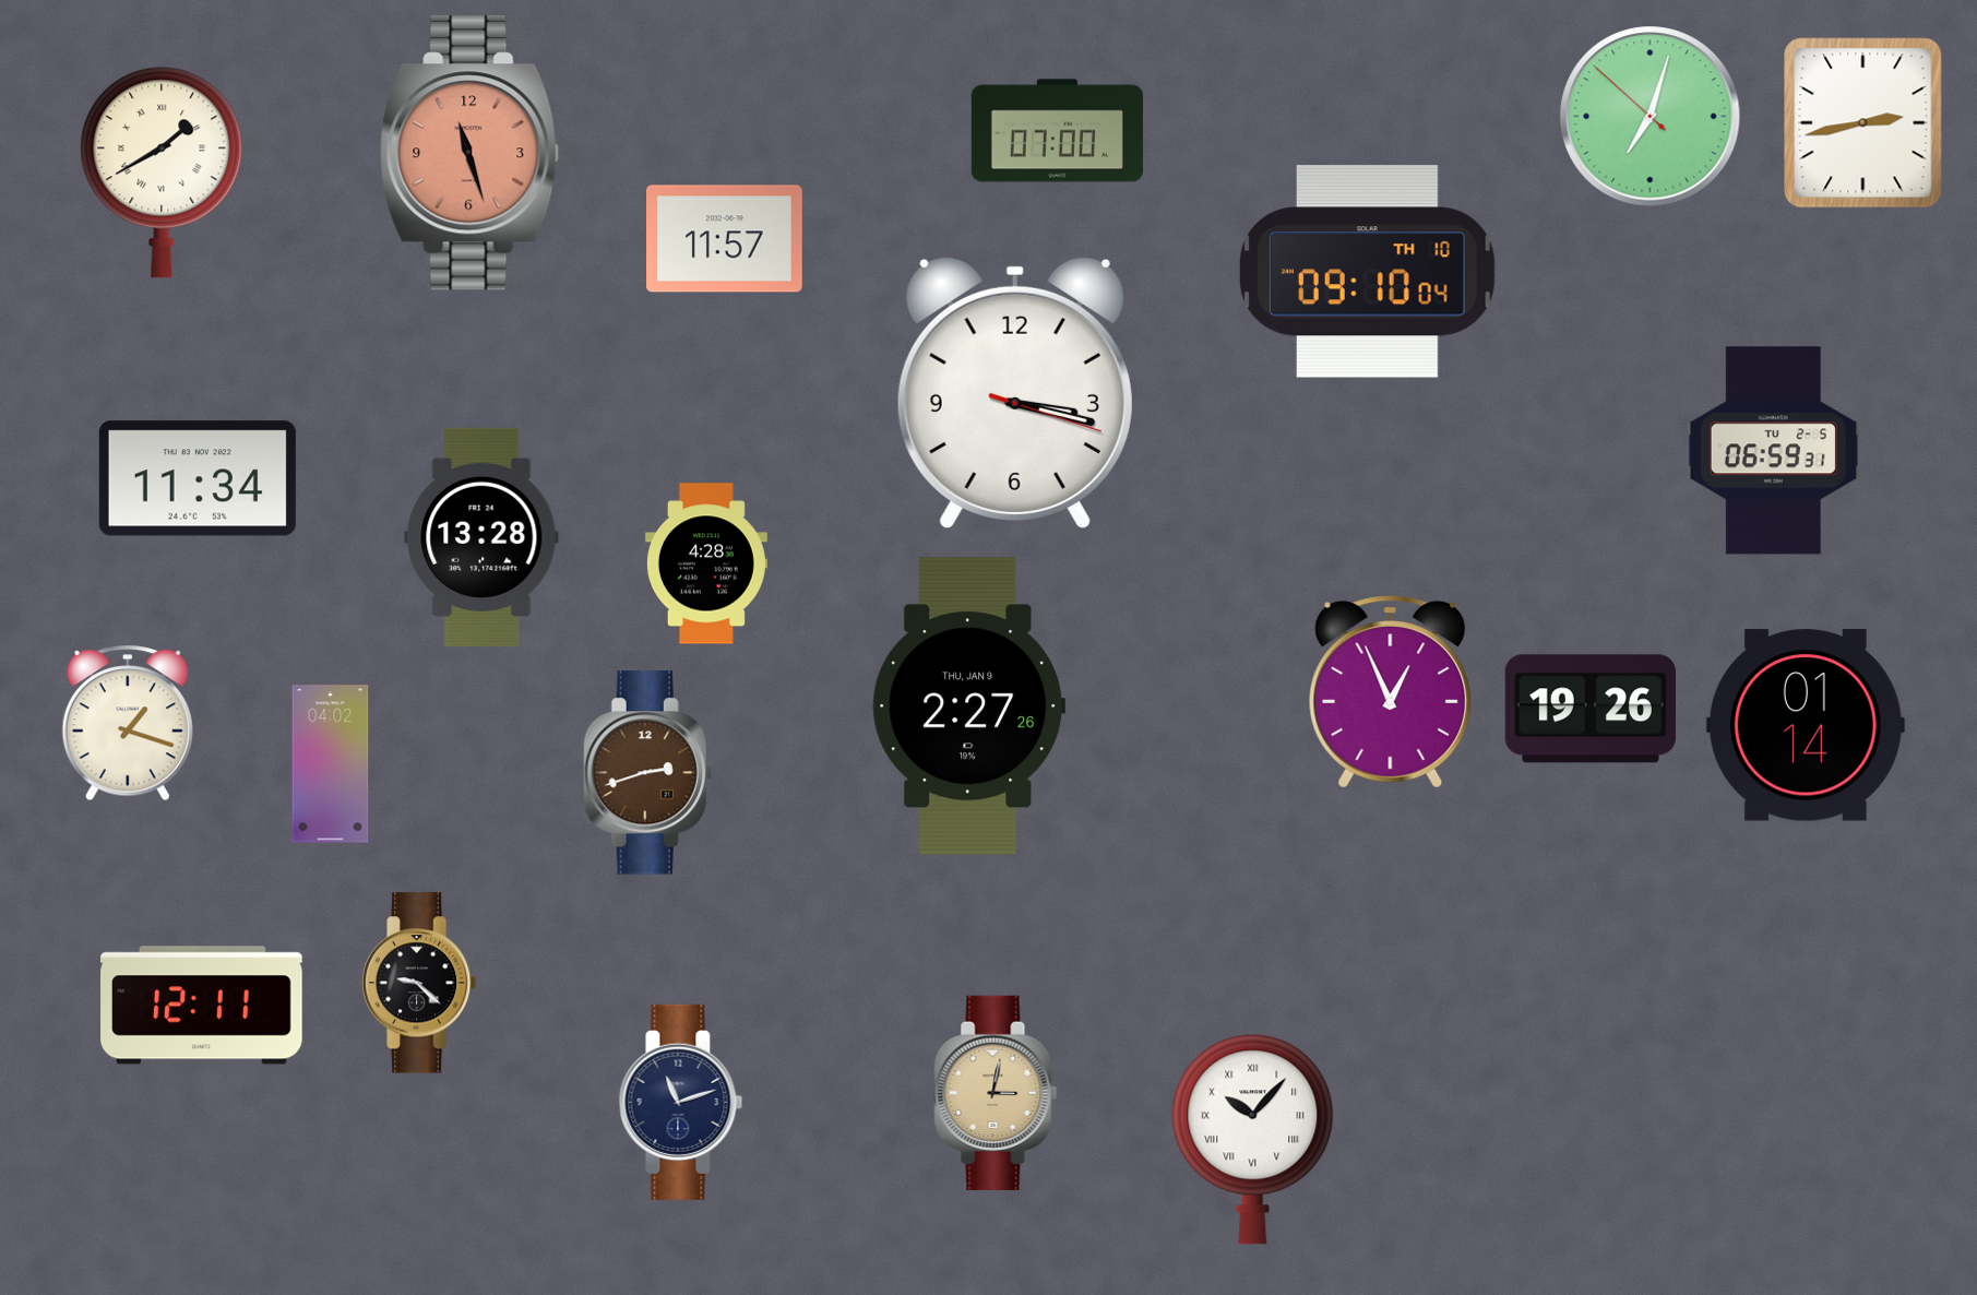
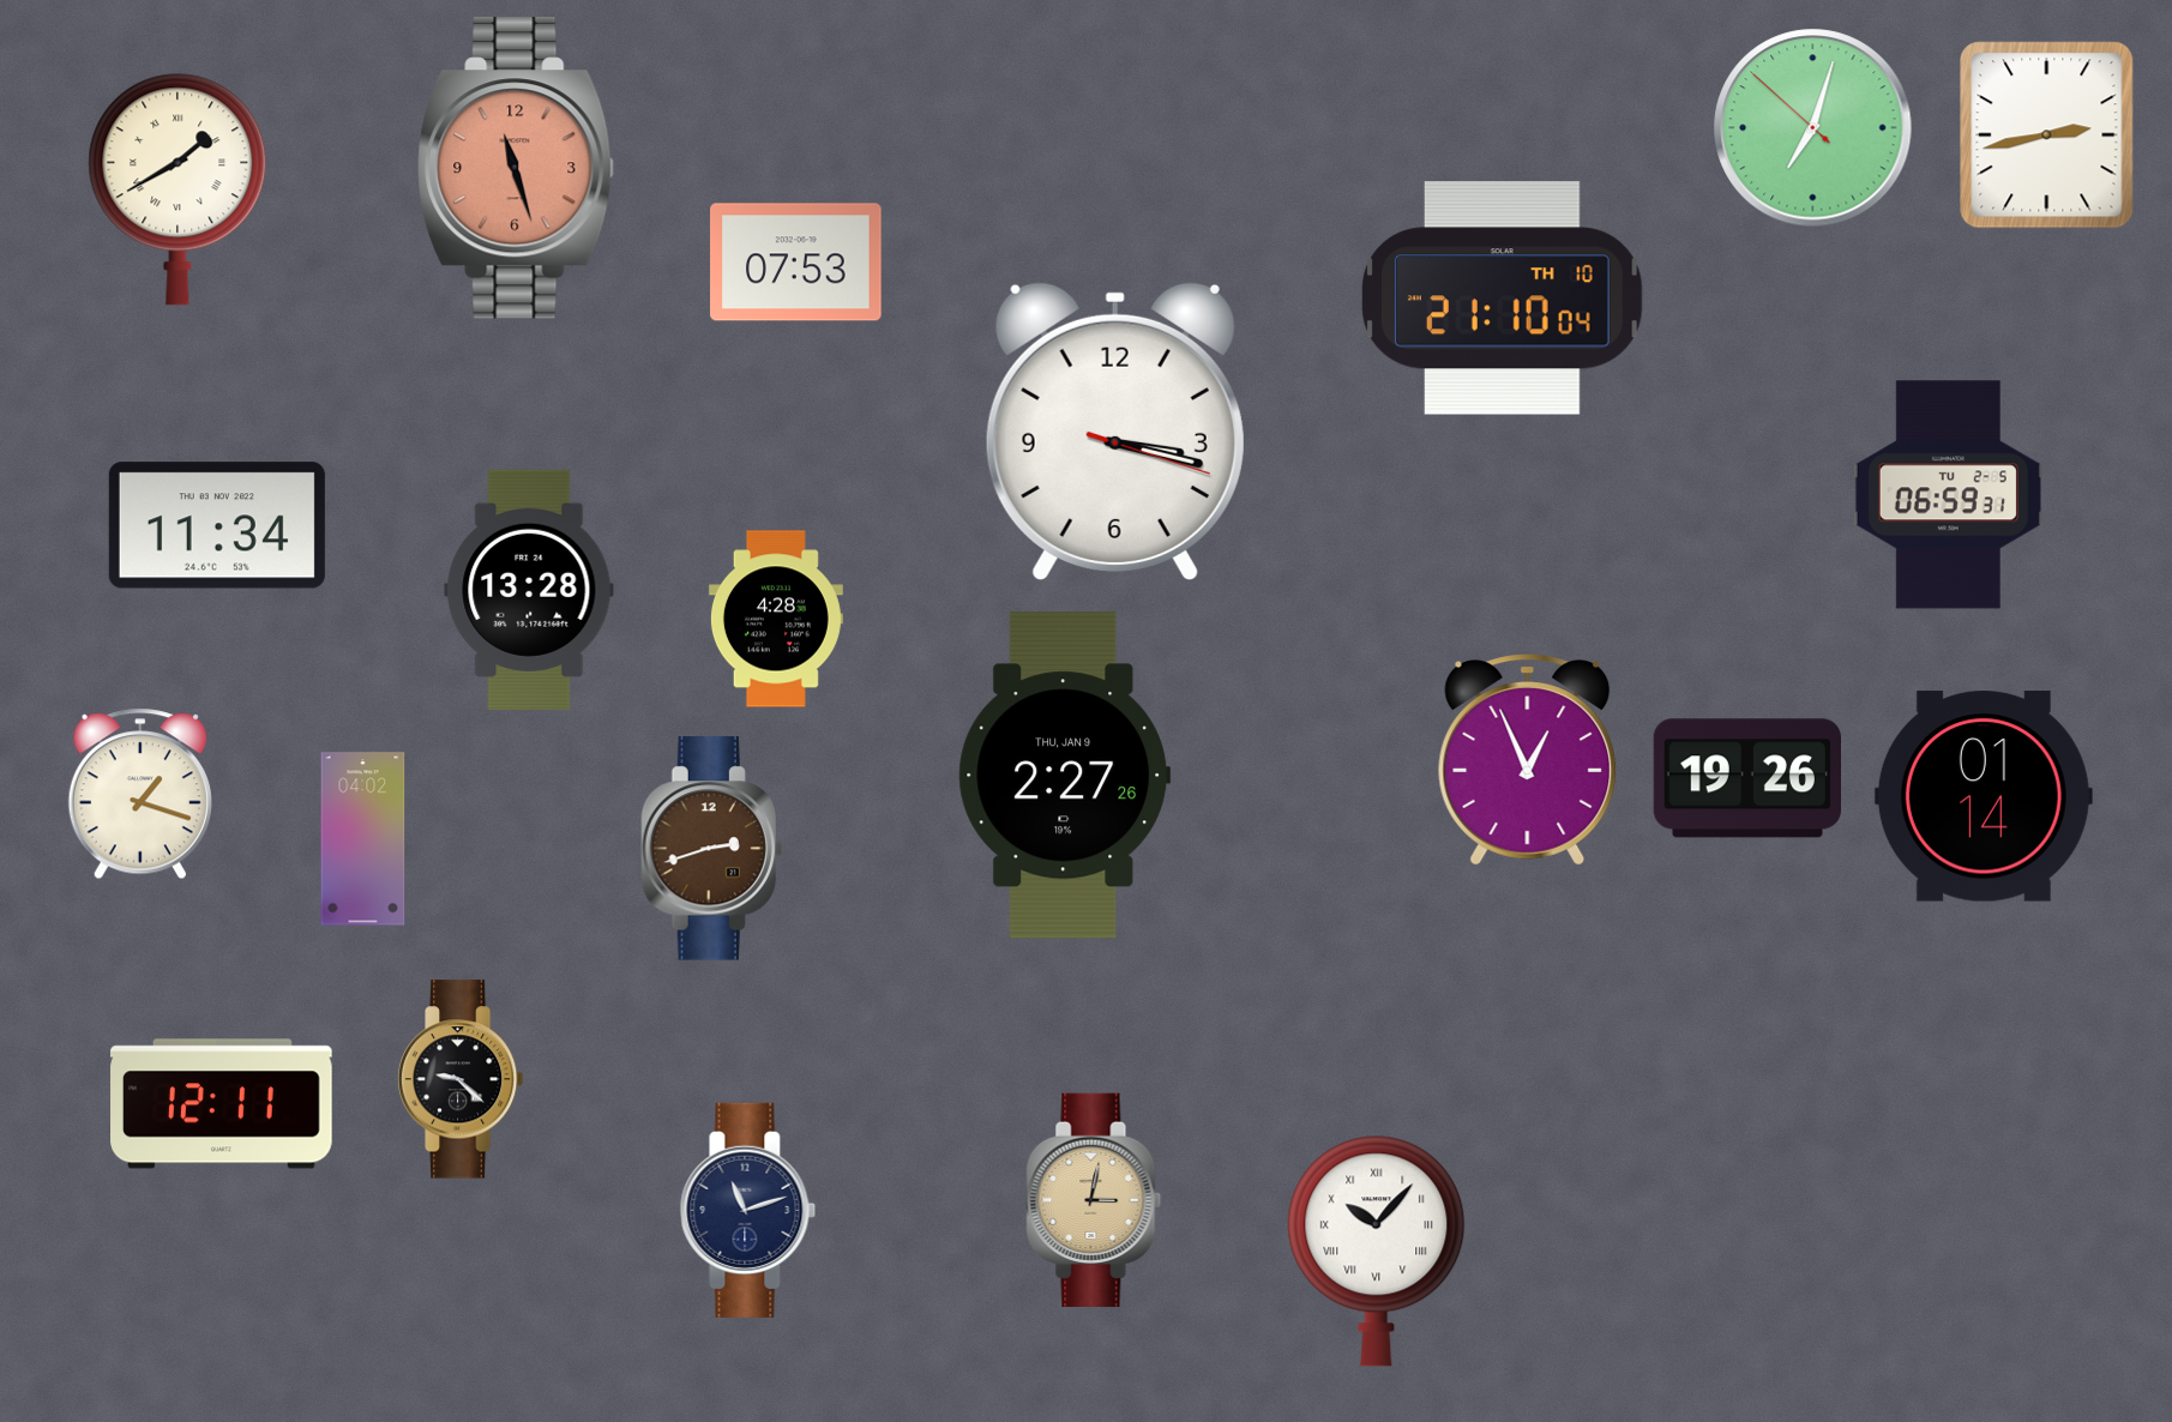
clock at (1057, 131): 07:00 -> none
clock at (725, 239): 11:57 -> 07:53
clock at (1367, 272): 09:10 -> 21:10
